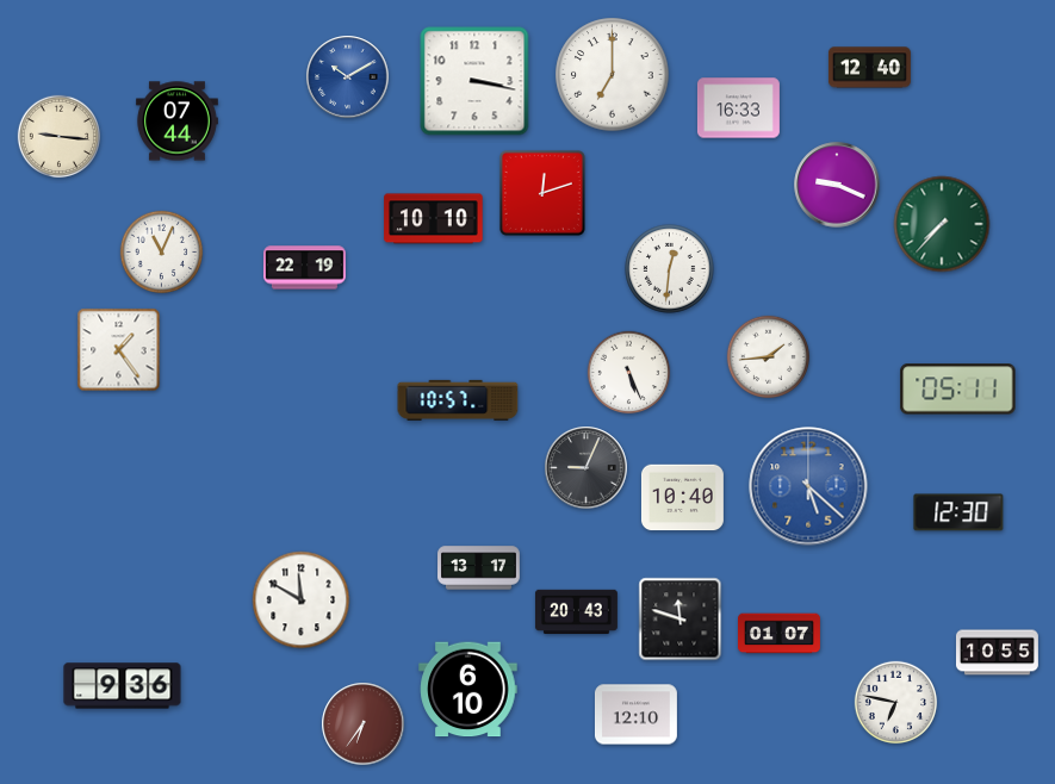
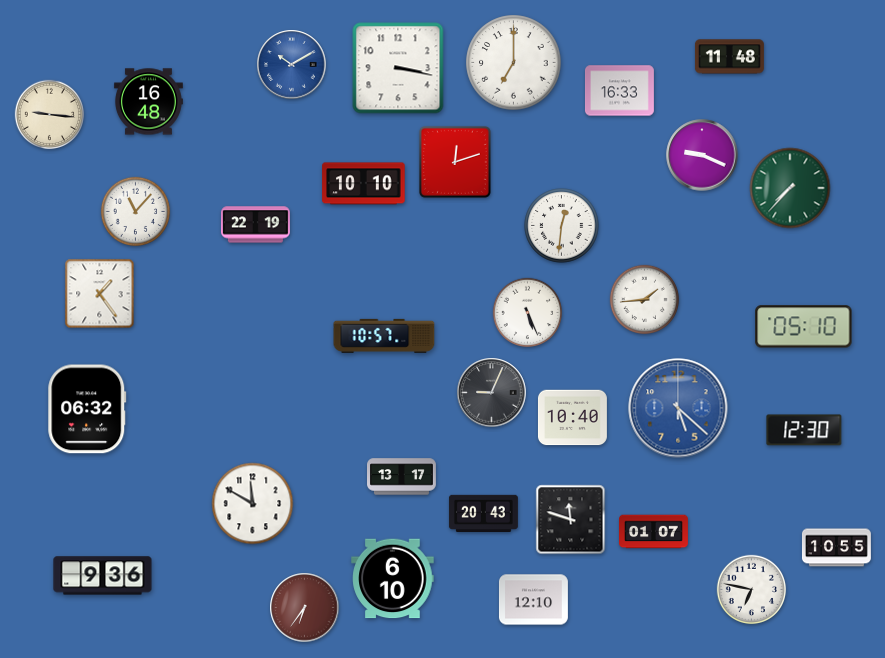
clock at (869, 68): 12:40 -> 11:48
clock at (176, 122): 07:44 -> 16:48
clock at (162, 253): 11:04 -> 11:07
clock at (958, 390): 05:11 -> 05:10
clock at (87, 409): none -> 06:32
